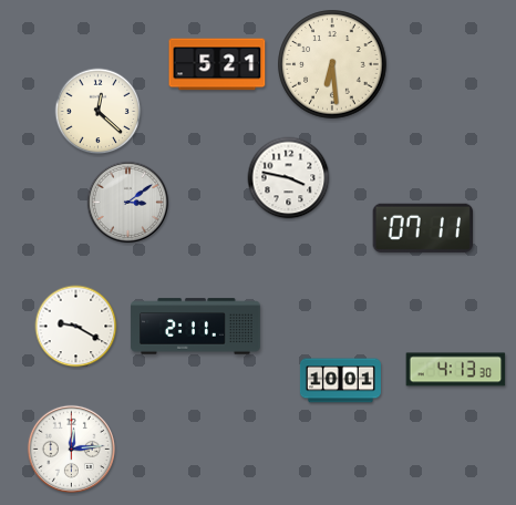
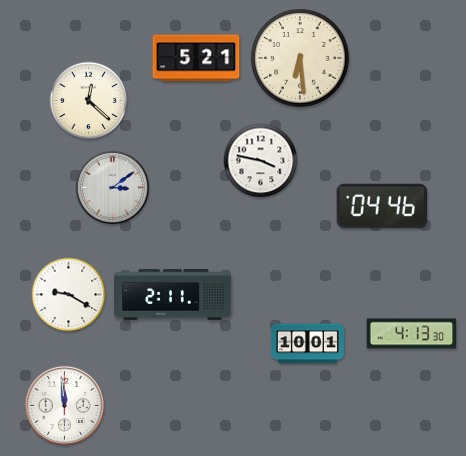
clock at (127, 202) position: (127, 202) -> (112, 187)
clock at (422, 228): 07:11 -> 04:46
clock at (196, 327) position: (196, 327) -> (173, 295)
clock at (71, 449): 12:14 -> 11:59
